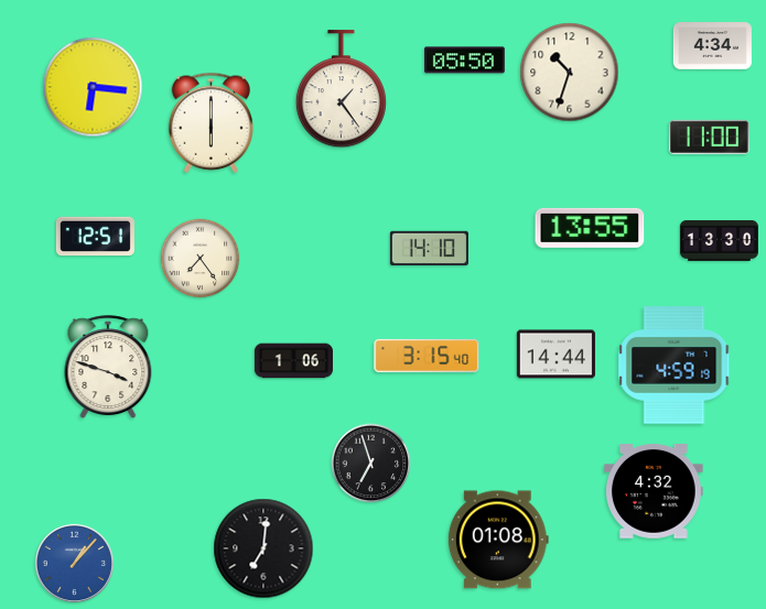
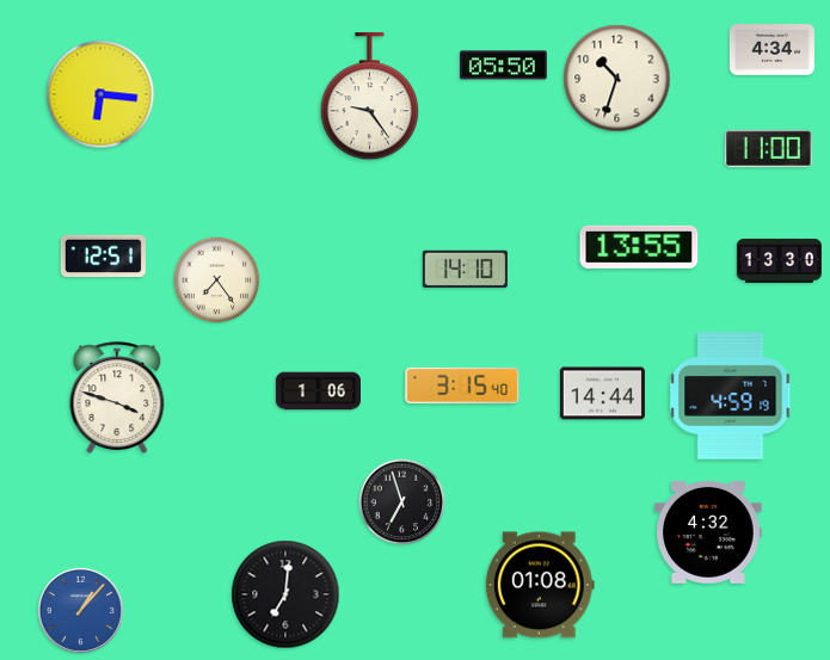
clock at (341, 89): 1:24 -> 9:24
clock at (212, 122): 6:00 -> none
clock at (555, 355) position: (555, 355) -> (602, 394)
